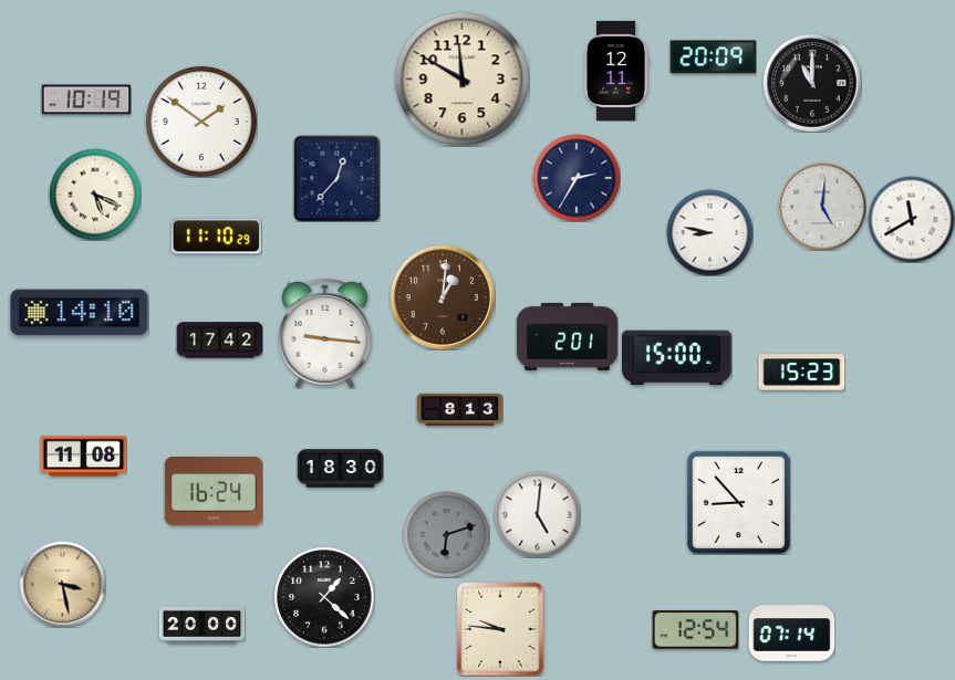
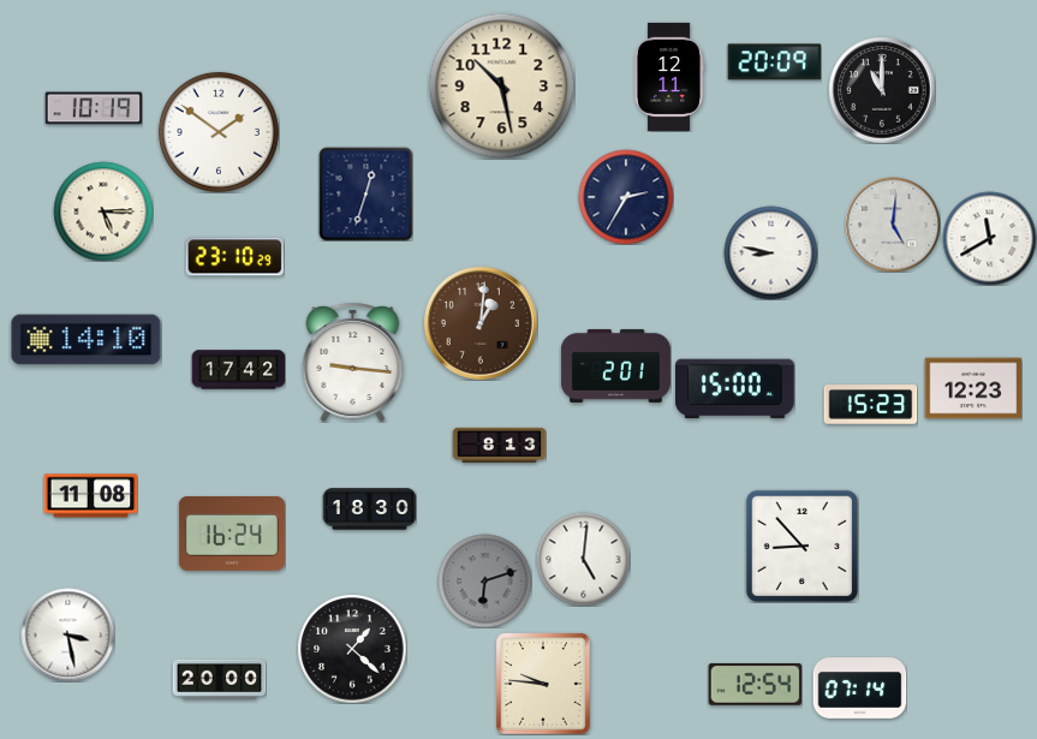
clock at (461, 79): 11:50 -> 10:28
clock at (336, 178): 12:37 -> 12:33
clock at (577, 178) position: (577, 178) -> (626, 197)
clock at (95, 195): 5:19 -> 5:15
clock at (216, 237): 11:10 -> 23:10
clock at (973, 388): none -> 12:23
clock at (62, 584) dial: champagne -> white
